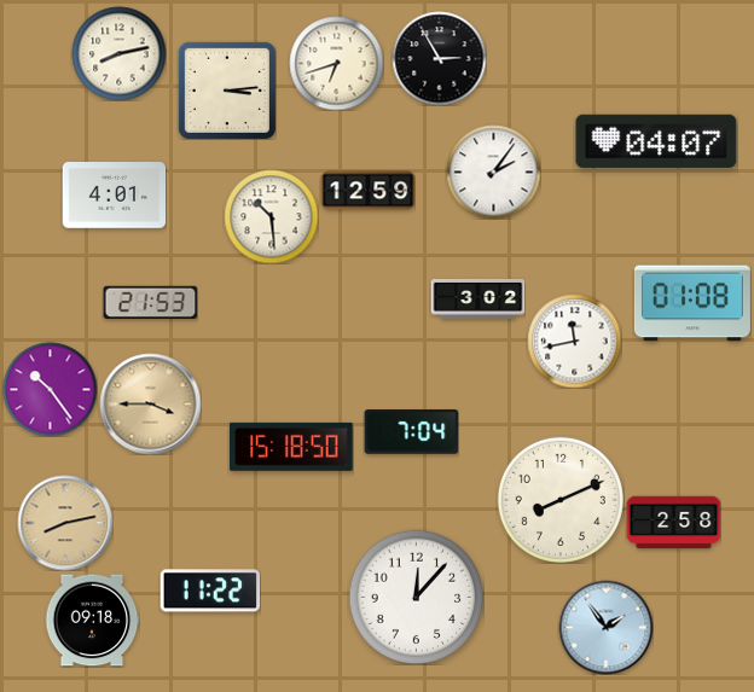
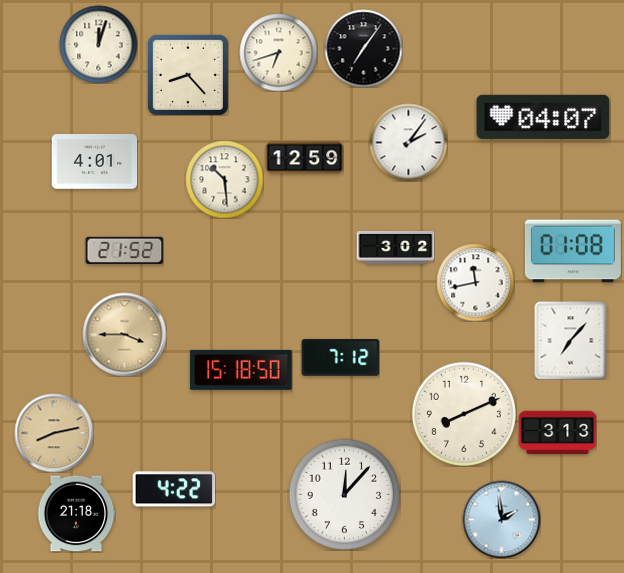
clock at (118, 53): 8:13 -> 12:03
clock at (439, 58): 2:55 -> 7:06
clock at (227, 91): 3:14 -> 8:23
clock at (150, 302): 21:53 -> 21:52
clock at (50, 389): 10:24 -> none
clock at (571, 340): none -> 7:07
clock at (411, 432): 7:04 -> 7:12
clock at (673, 523): 2:58 -> 3:13
clock at (210, 591): 11:22 -> 4:22
clock at (92, 621): 09:18 -> 21:18
clock at (605, 627): 1:54 -> 1:59
